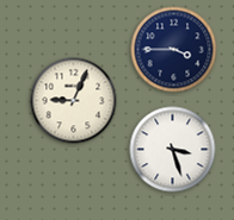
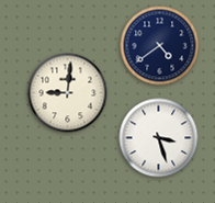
clock at (174, 50): 3:45 -> 4:39
clock at (74, 101): 9:04 -> 9:01
